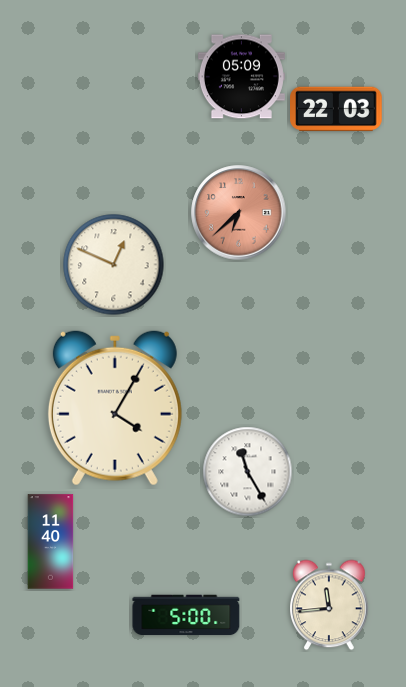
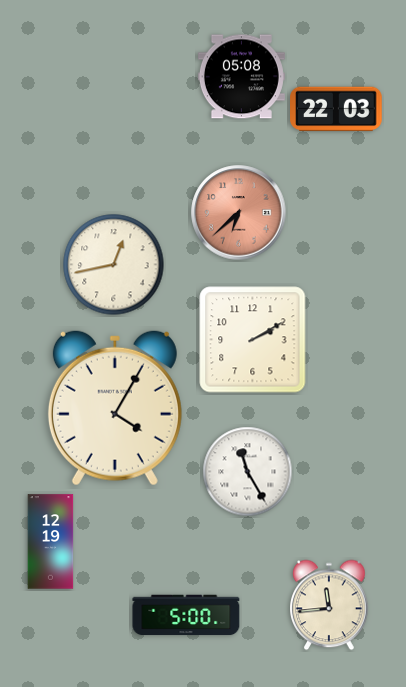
clock at (241, 77): 05:09 -> 05:08
clock at (114, 265): 12:49 -> 12:43
clock at (253, 340): none -> 2:10
clock at (51, 542): 11:40 -> 12:19
